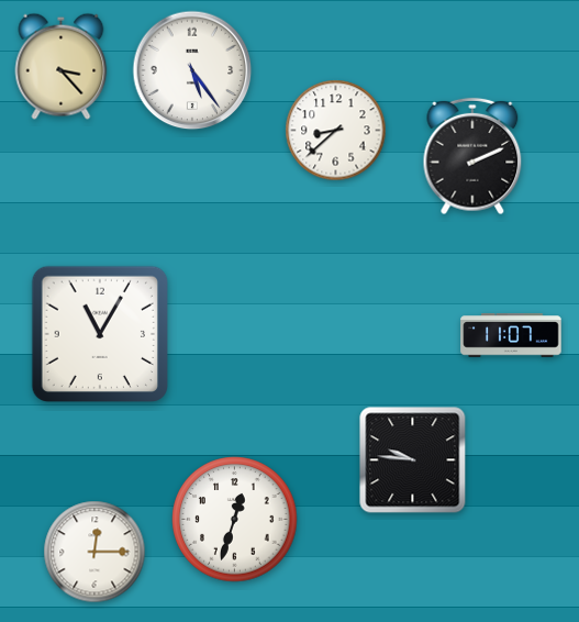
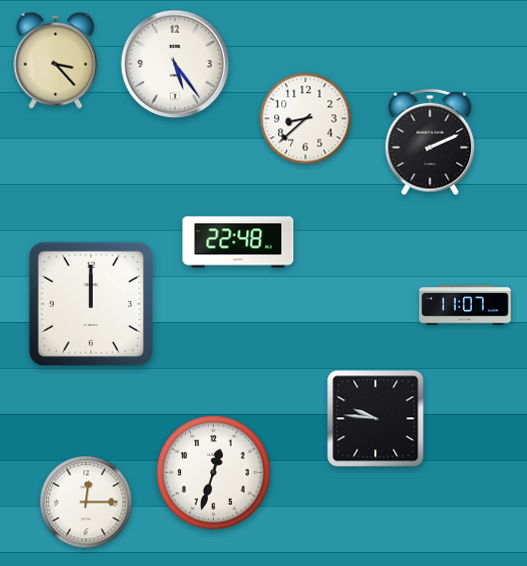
clock at (238, 242): none -> 22:48
clock at (99, 333): 11:05 -> 12:00
